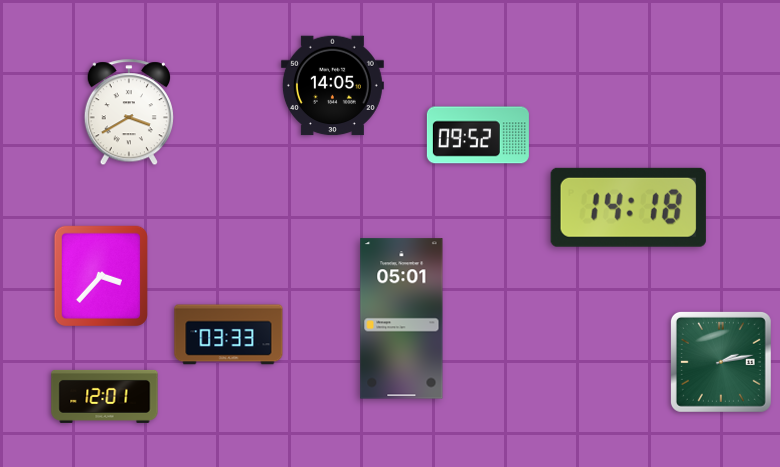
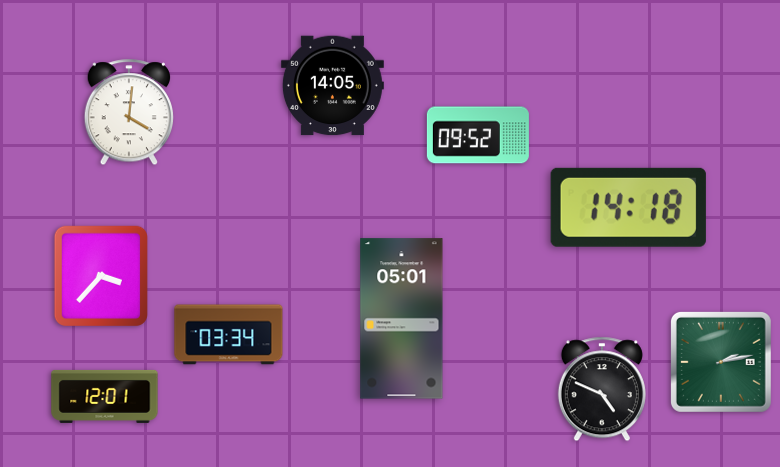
clock at (128, 113): 3:40 -> 4:01
clock at (229, 335): 03:33 -> 03:34
clock at (602, 389): none -> 4:49
